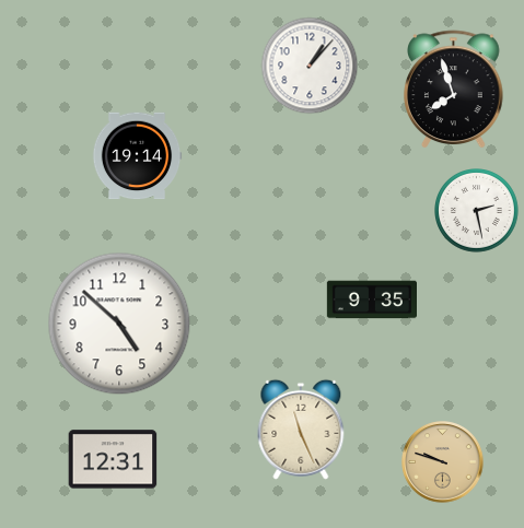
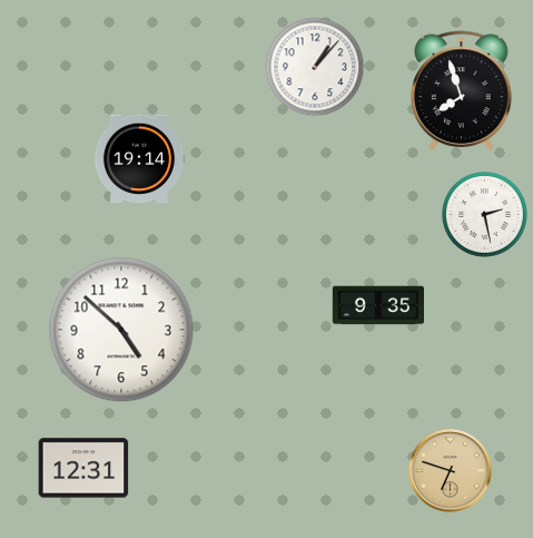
clock at (301, 430): 11:26 -> none
clock at (113, 459) position: (113, 459) -> (83, 468)
clock at (443, 462): 9:48 -> 6:48
